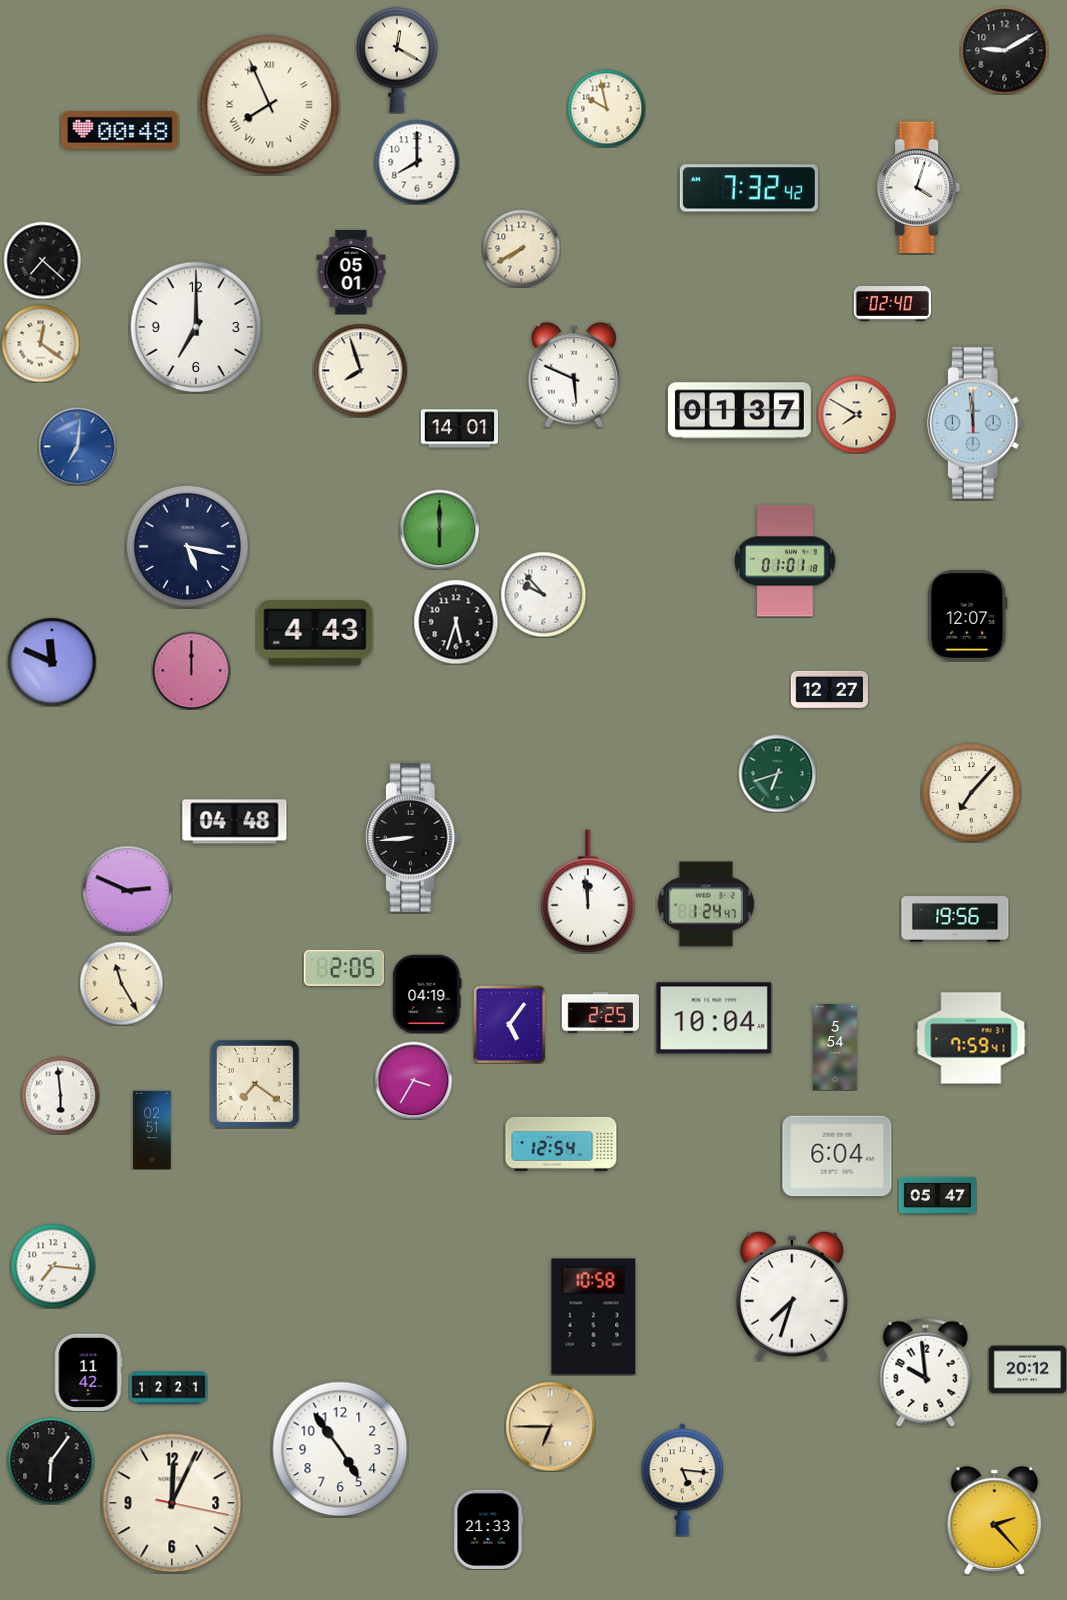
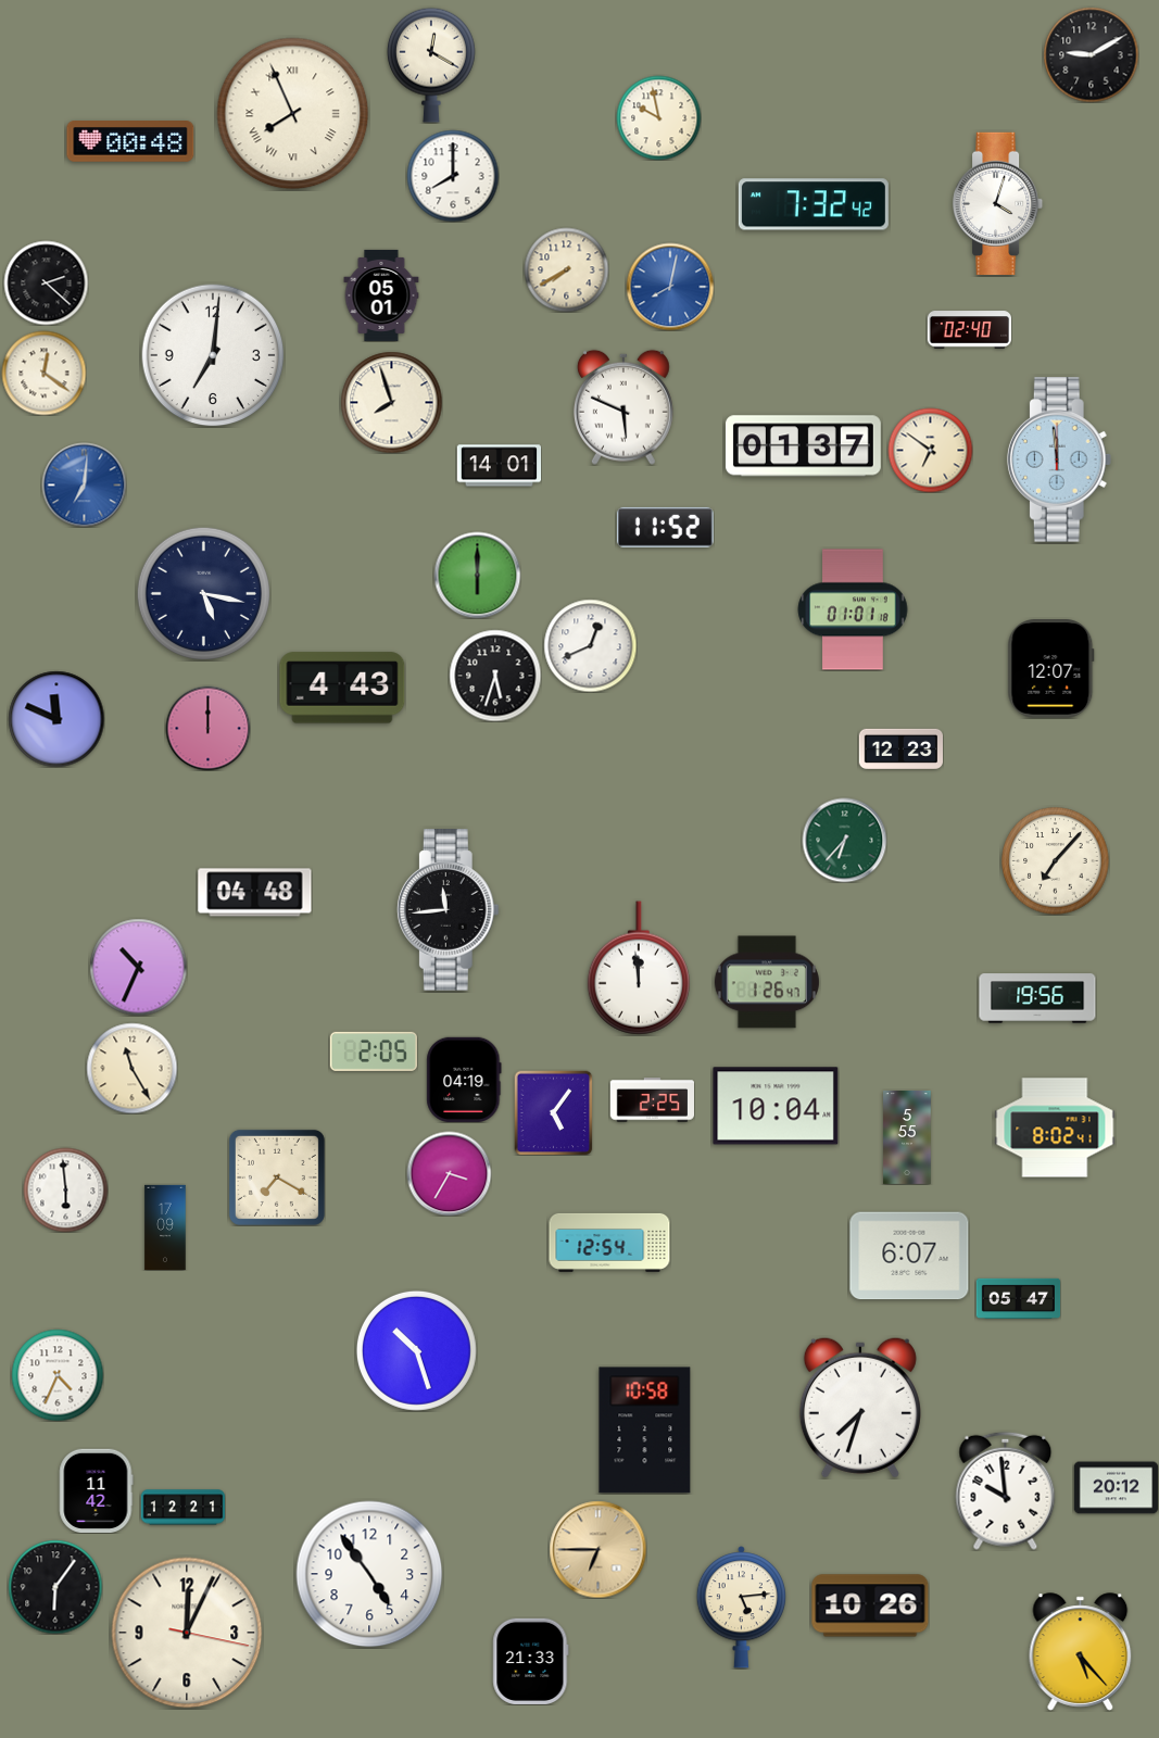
clock at (42, 260): 7:22 -> 2:22
clock at (670, 287): none -> 8:02
clock at (196, 327): 7:00 -> 7:01
clock at (856, 414): 7:50 -> 6:51
clock at (665, 527): none -> 11:52
clock at (543, 594): 9:53 -> 12:41
clock at (829, 689): 12:27 -> 12:23
clock at (777, 773): 6:42 -> 6:37
clock at (412, 838): 8:44 -> 11:44
clock at (127, 890): 2:49 -> 10:34
clock at (706, 904): 1:24 -> 1:26
clock at (971, 1038): 7:59 -> 8:02
clock at (835, 1047): 5:54 -> 5:55
clock at (255, 1084): 7:21 -> 7:20
clock at (152, 1130): 02:51 -> 17:09
clock at (837, 1156): 6:04 -> 6:07
clock at (416, 1350): none -> 10:27
clock at (53, 1266): 7:16 -> 4:34
clock at (870, 1605): none -> 10:26
clock at (682, 1480): 5:16 -> 5:14
clock at (995, 1521): 2:23 -> 5:23
